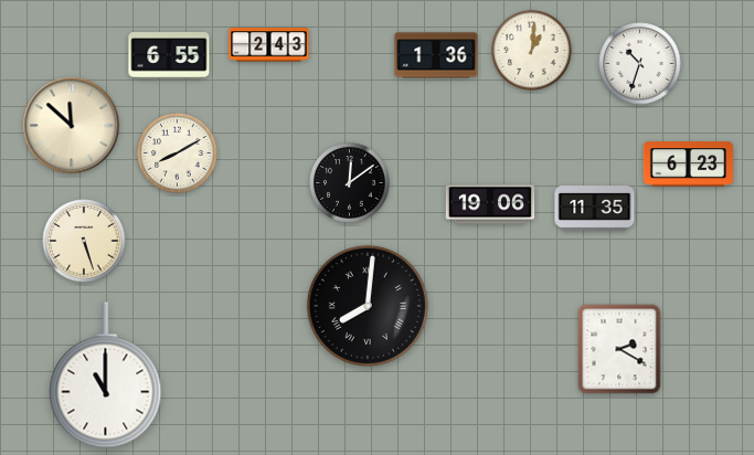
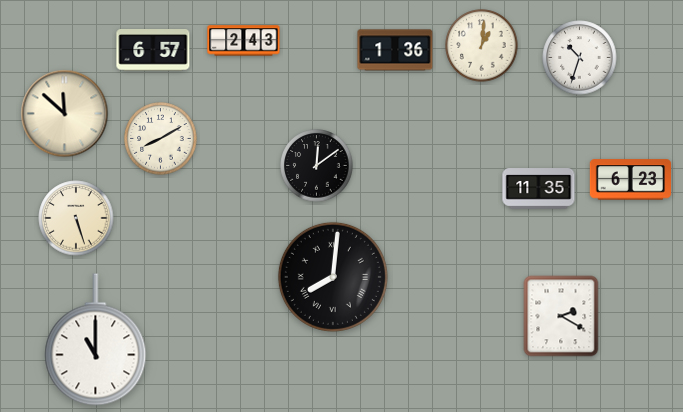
clock at (169, 55): 6:55 -> 6:57
clock at (689, 165) position: (689, 165) -> (631, 180)
clock at (490, 204): 19:06 -> none
